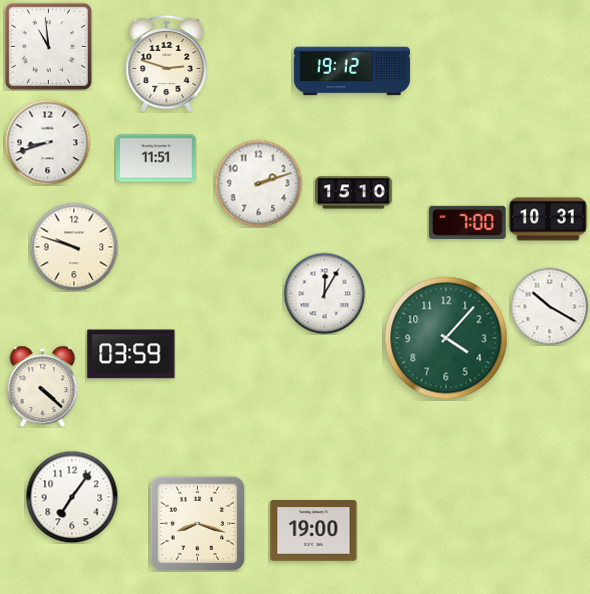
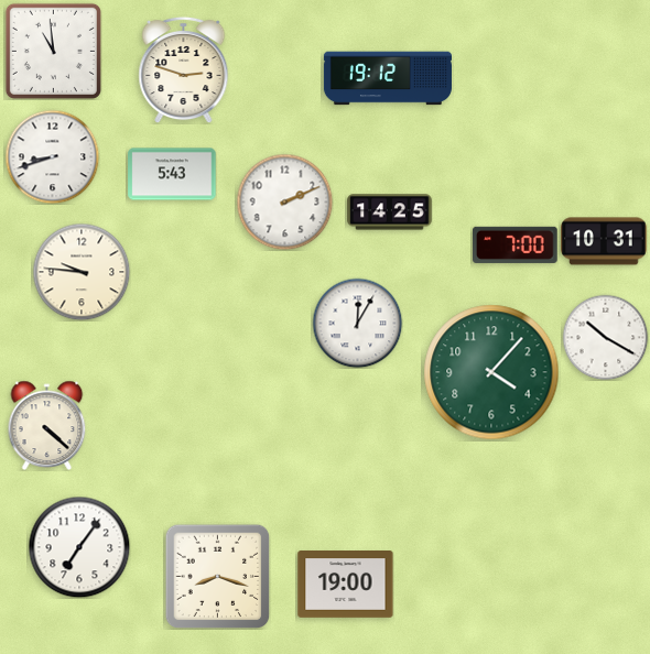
clock at (156, 158): 11:51 -> 5:43
clock at (258, 183): 2:12 -> 2:11
clock at (354, 193): 15:10 -> 14:25
clock at (74, 247): 9:48 -> 9:46
clock at (131, 354): 03:59 -> none
